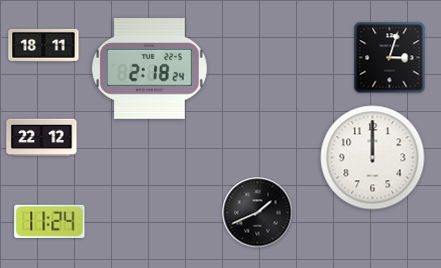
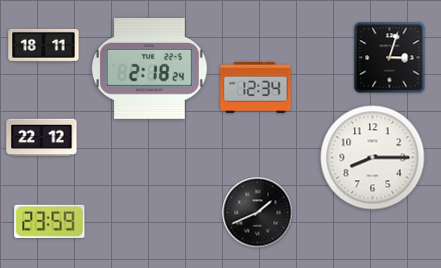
clock at (256, 87): none -> 12:34
clock at (373, 158): 12:00 -> 8:15
clock at (50, 221): 11:24 -> 23:59
